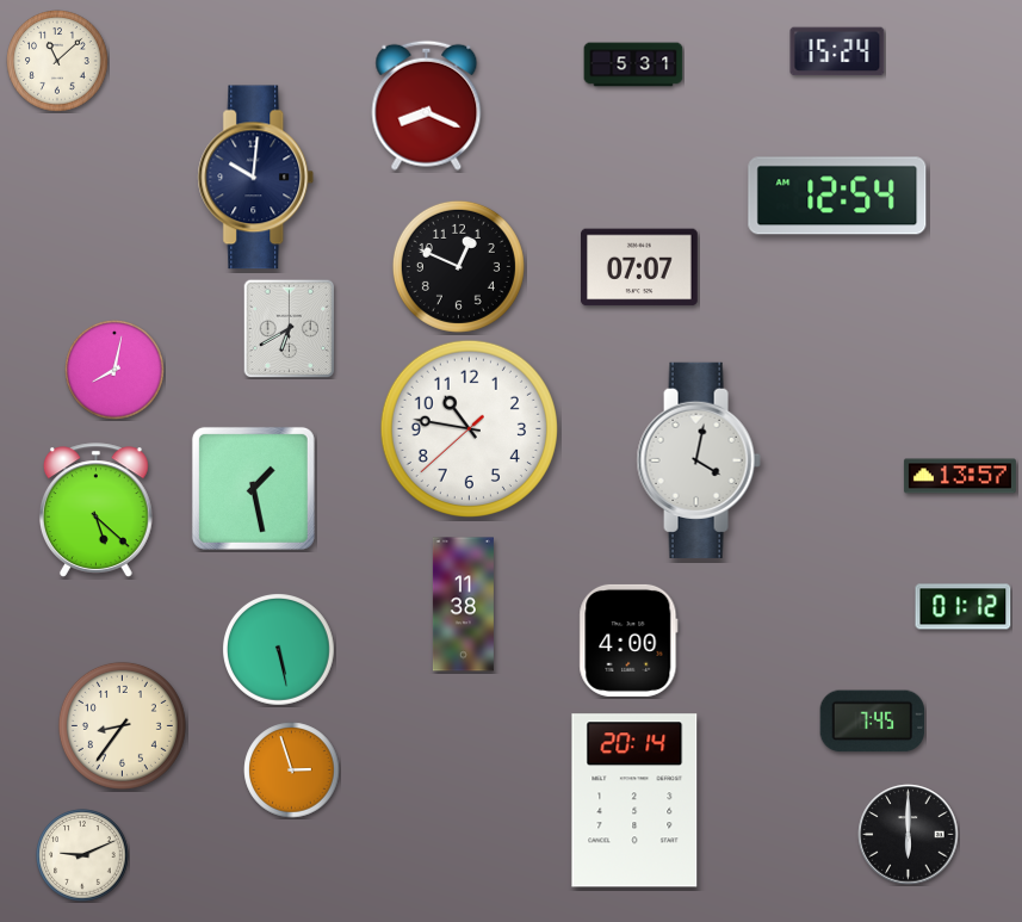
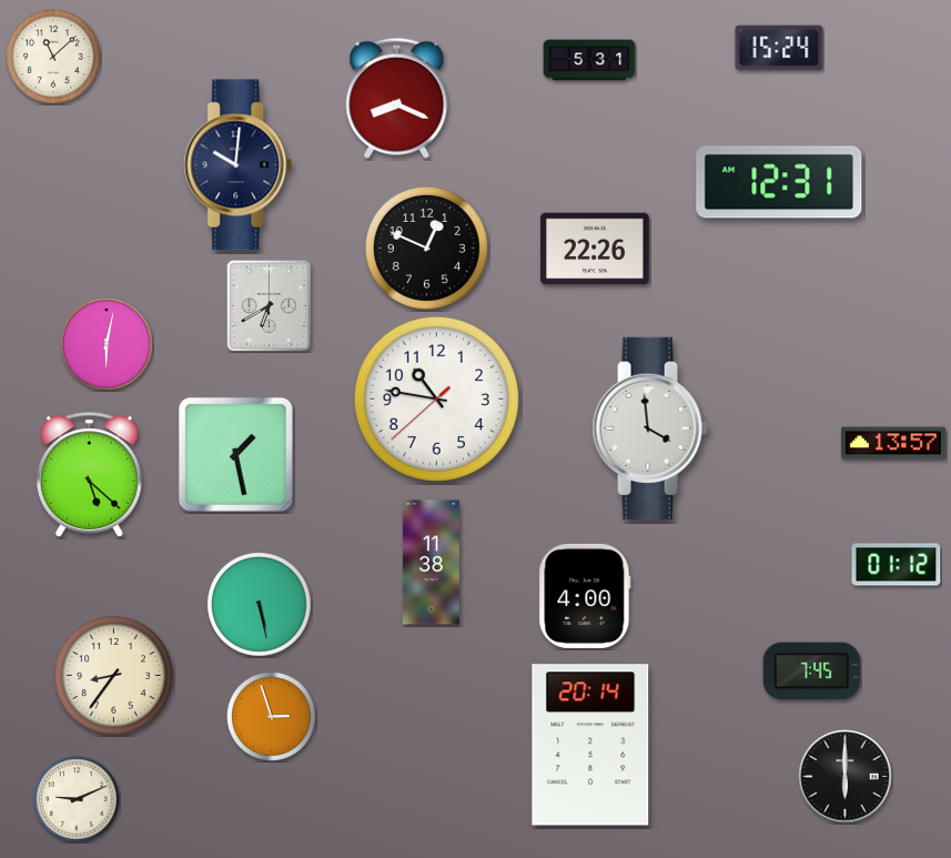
clock at (837, 196): 12:54 -> 12:31
clock at (640, 267): 07:07 -> 22:26
clock at (114, 370): 8:02 -> 6:02
clock at (699, 460): 4:02 -> 3:59
clock at (82, 855) position: (82, 855) -> (77, 799)
